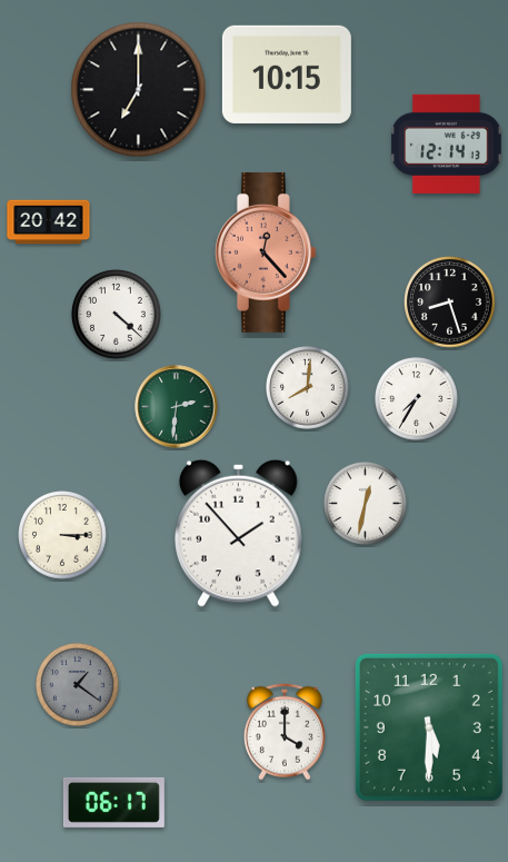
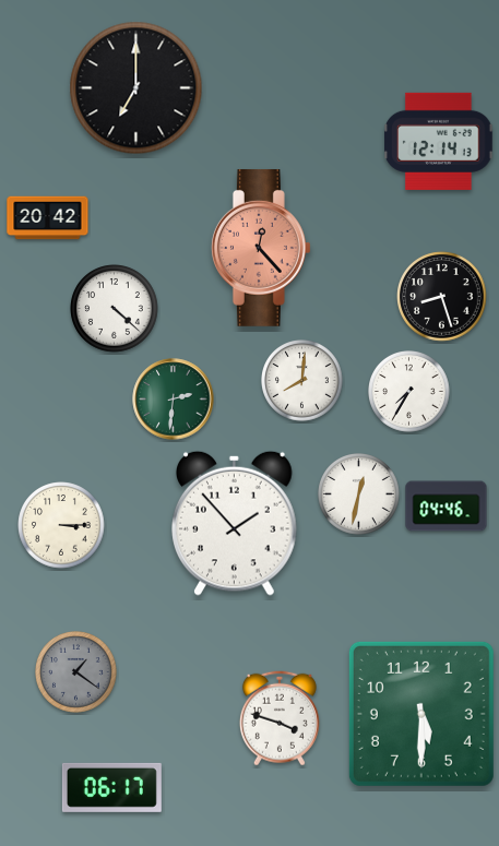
clock at (287, 75): 10:15 -> none
clock at (447, 507): none -> 04:46
clock at (285, 732): 4:00 -> 3:48
